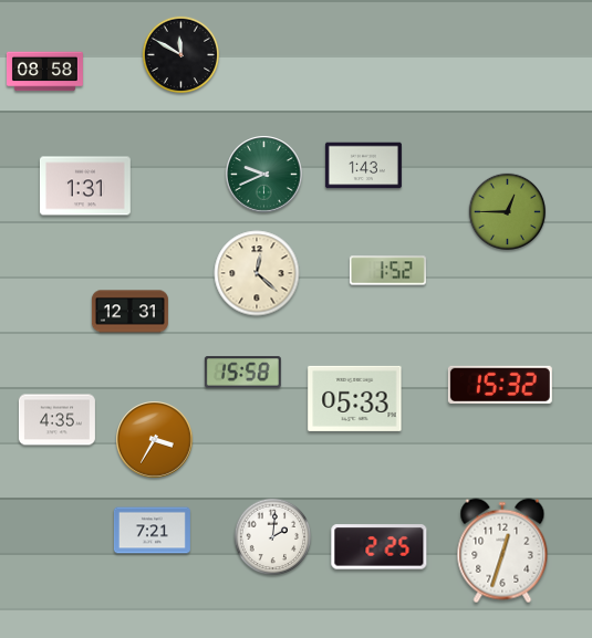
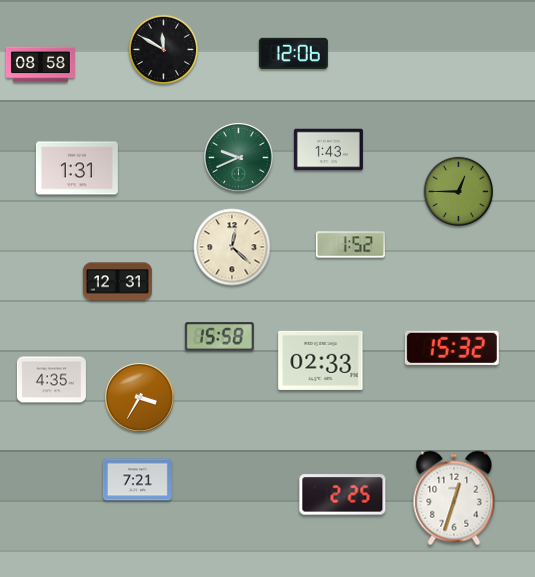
clock at (293, 53): none -> 12:06
clock at (355, 398): 05:33 -> 02:33
clock at (273, 537): 2:01 -> none
